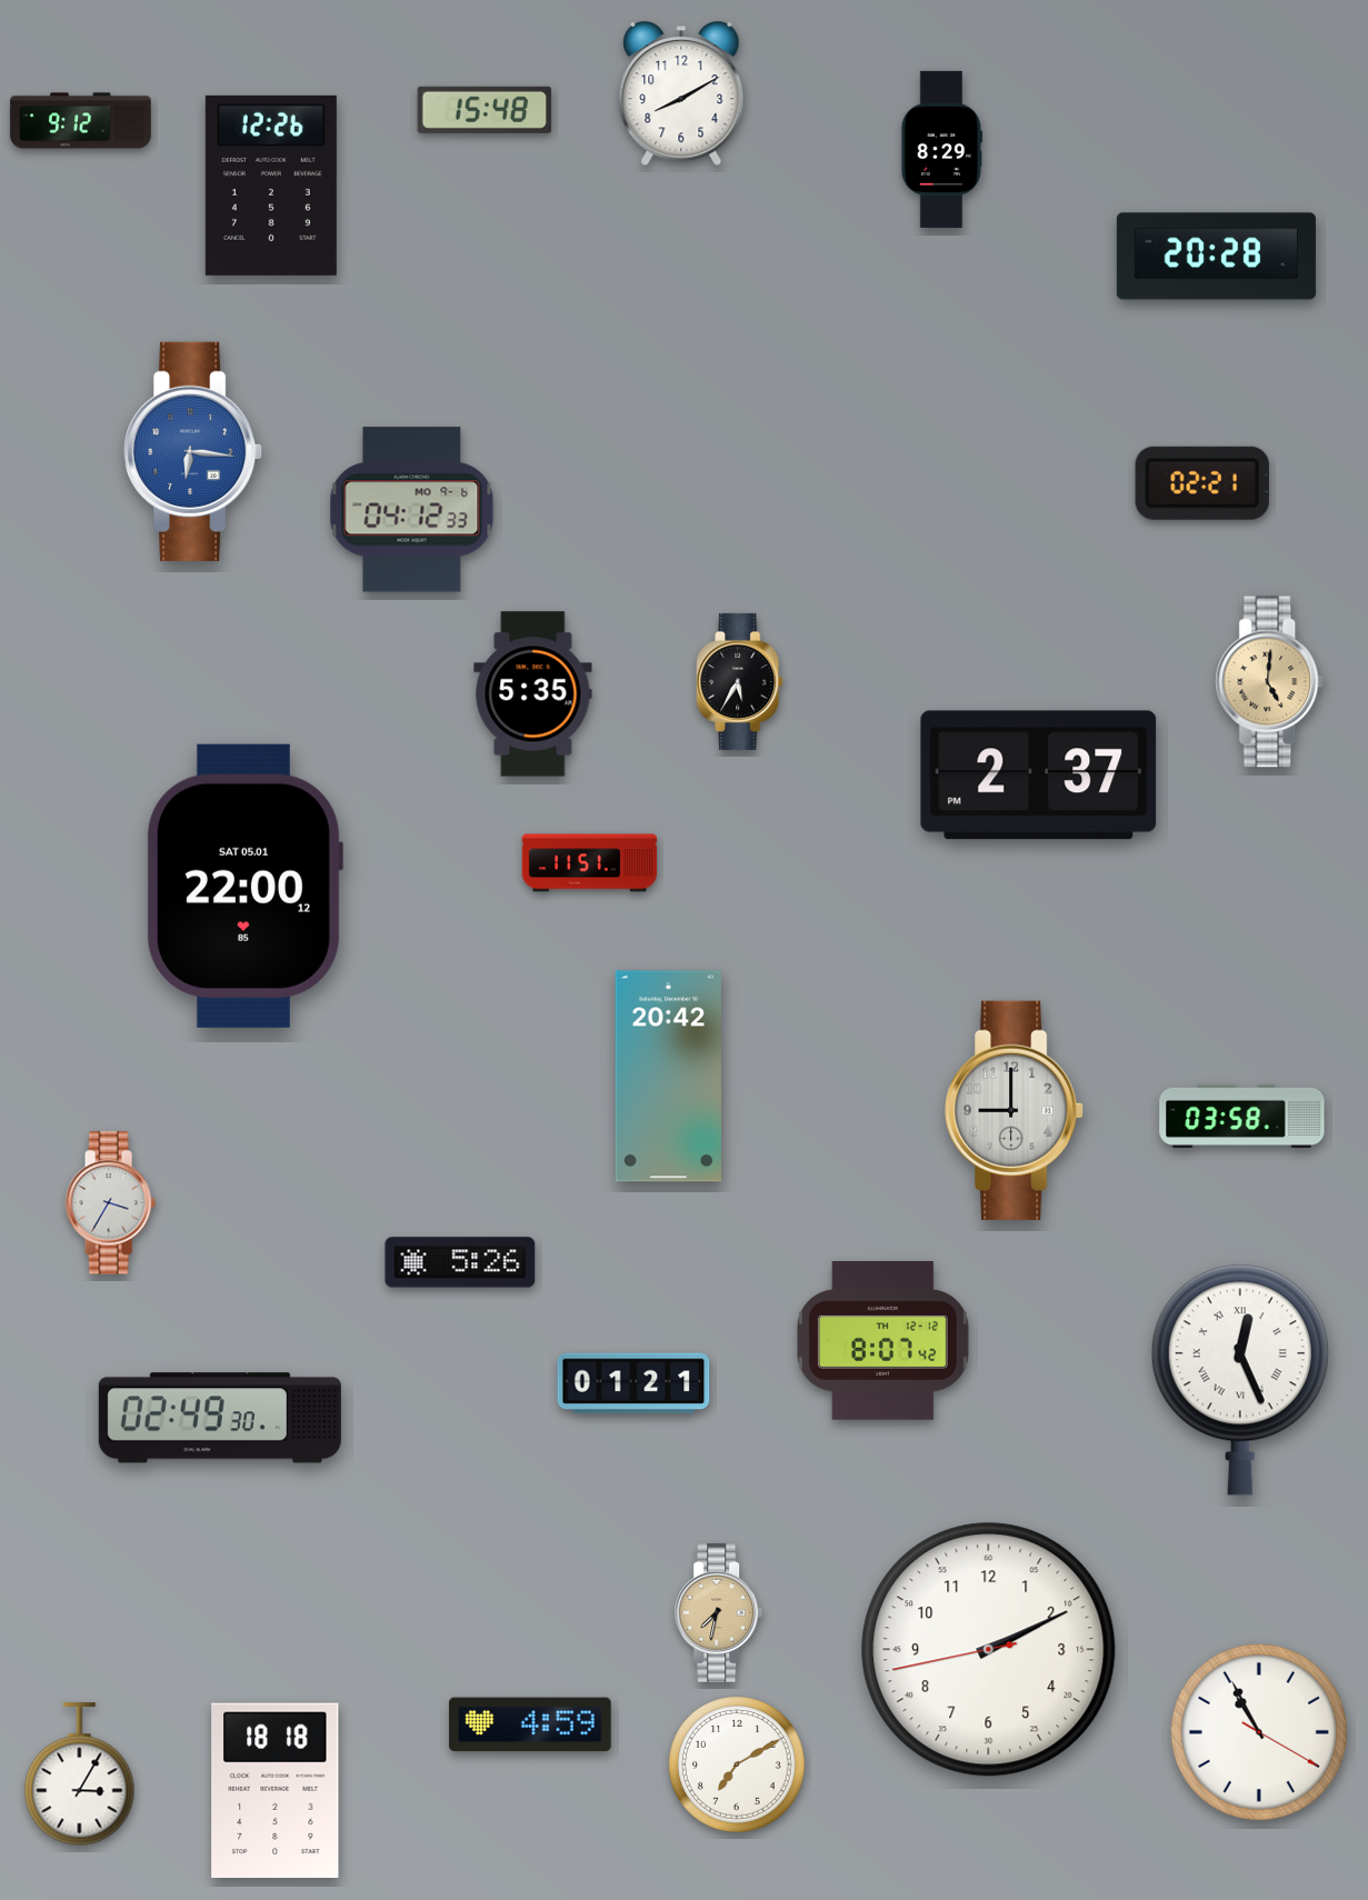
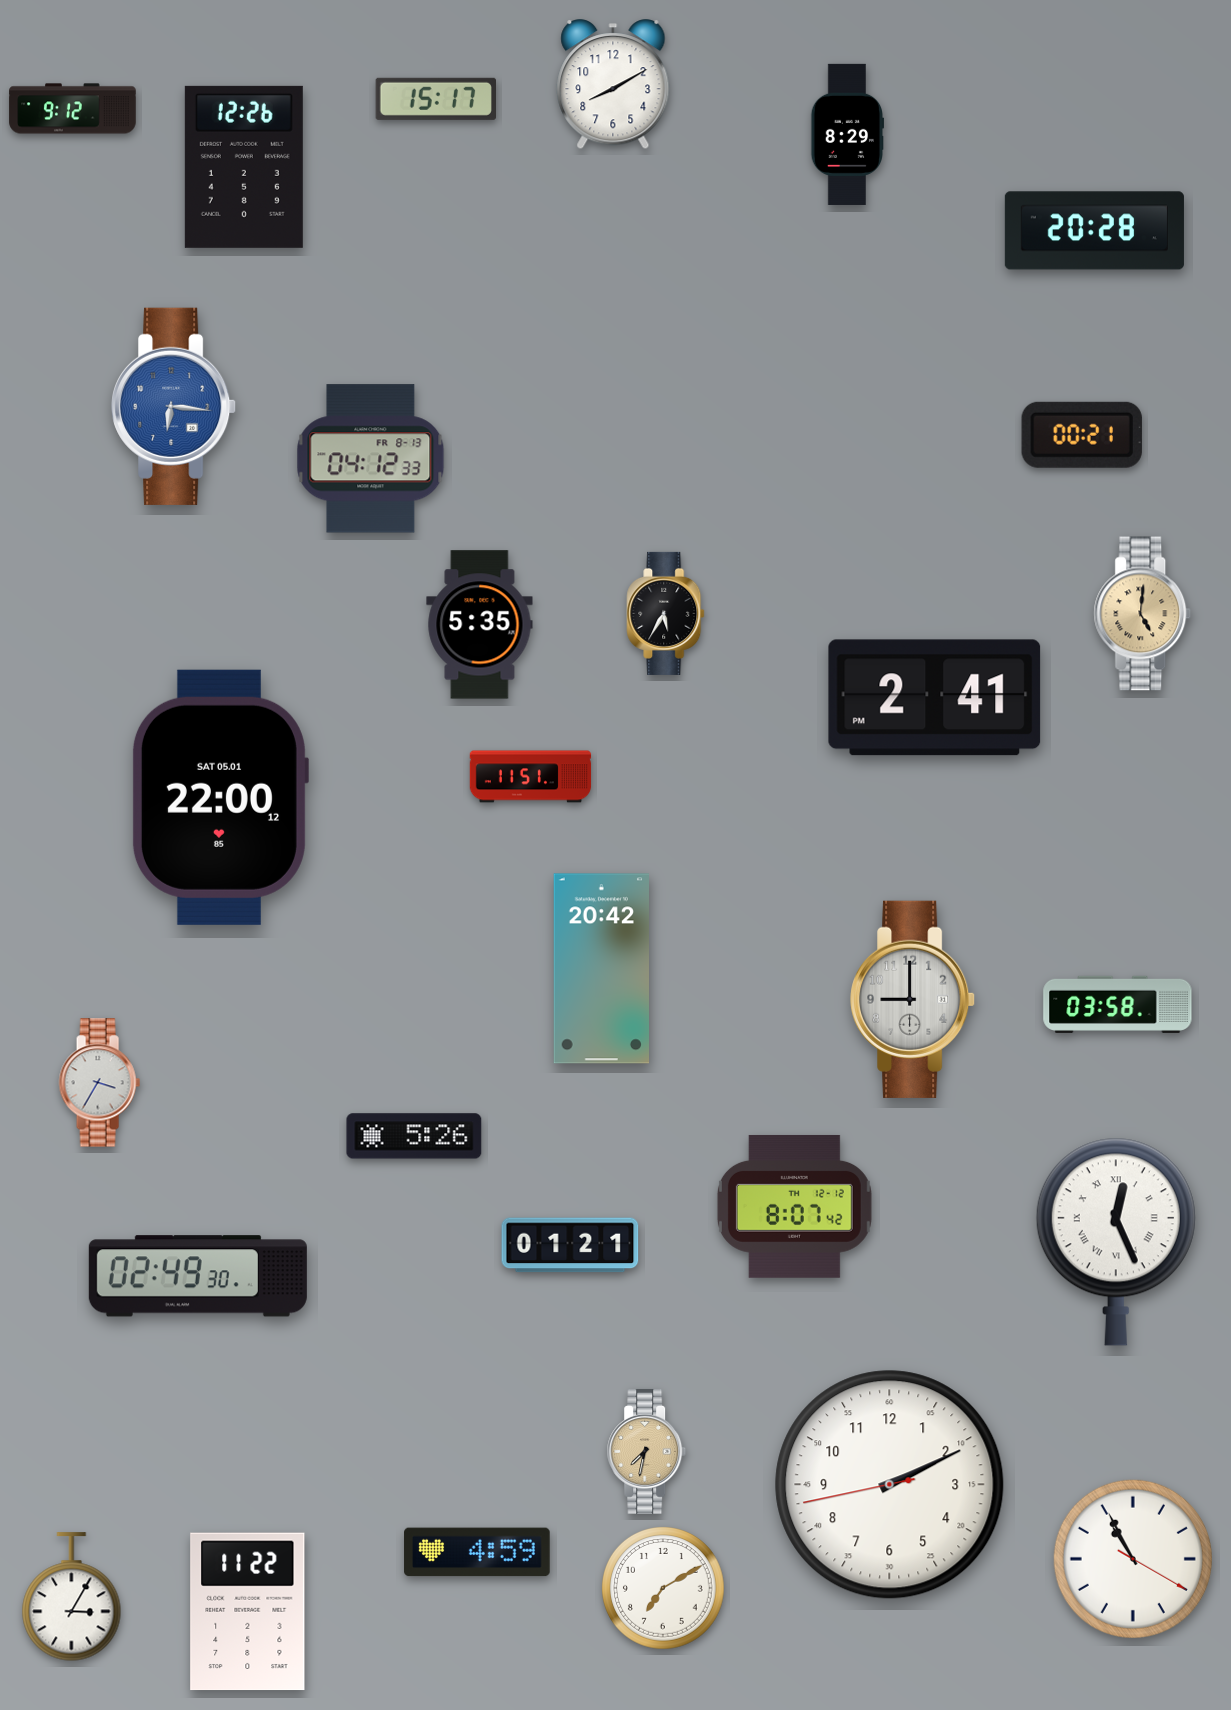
clock at (483, 110): 15:48 -> 15:17
clock at (1202, 483): 02:21 -> 00:21
clock at (412, 510) date: MO 9-6 -> FR 8-13
clock at (1039, 776): 2:37 -> 2:41
clock at (276, 1791): 18:18 -> 11:22
